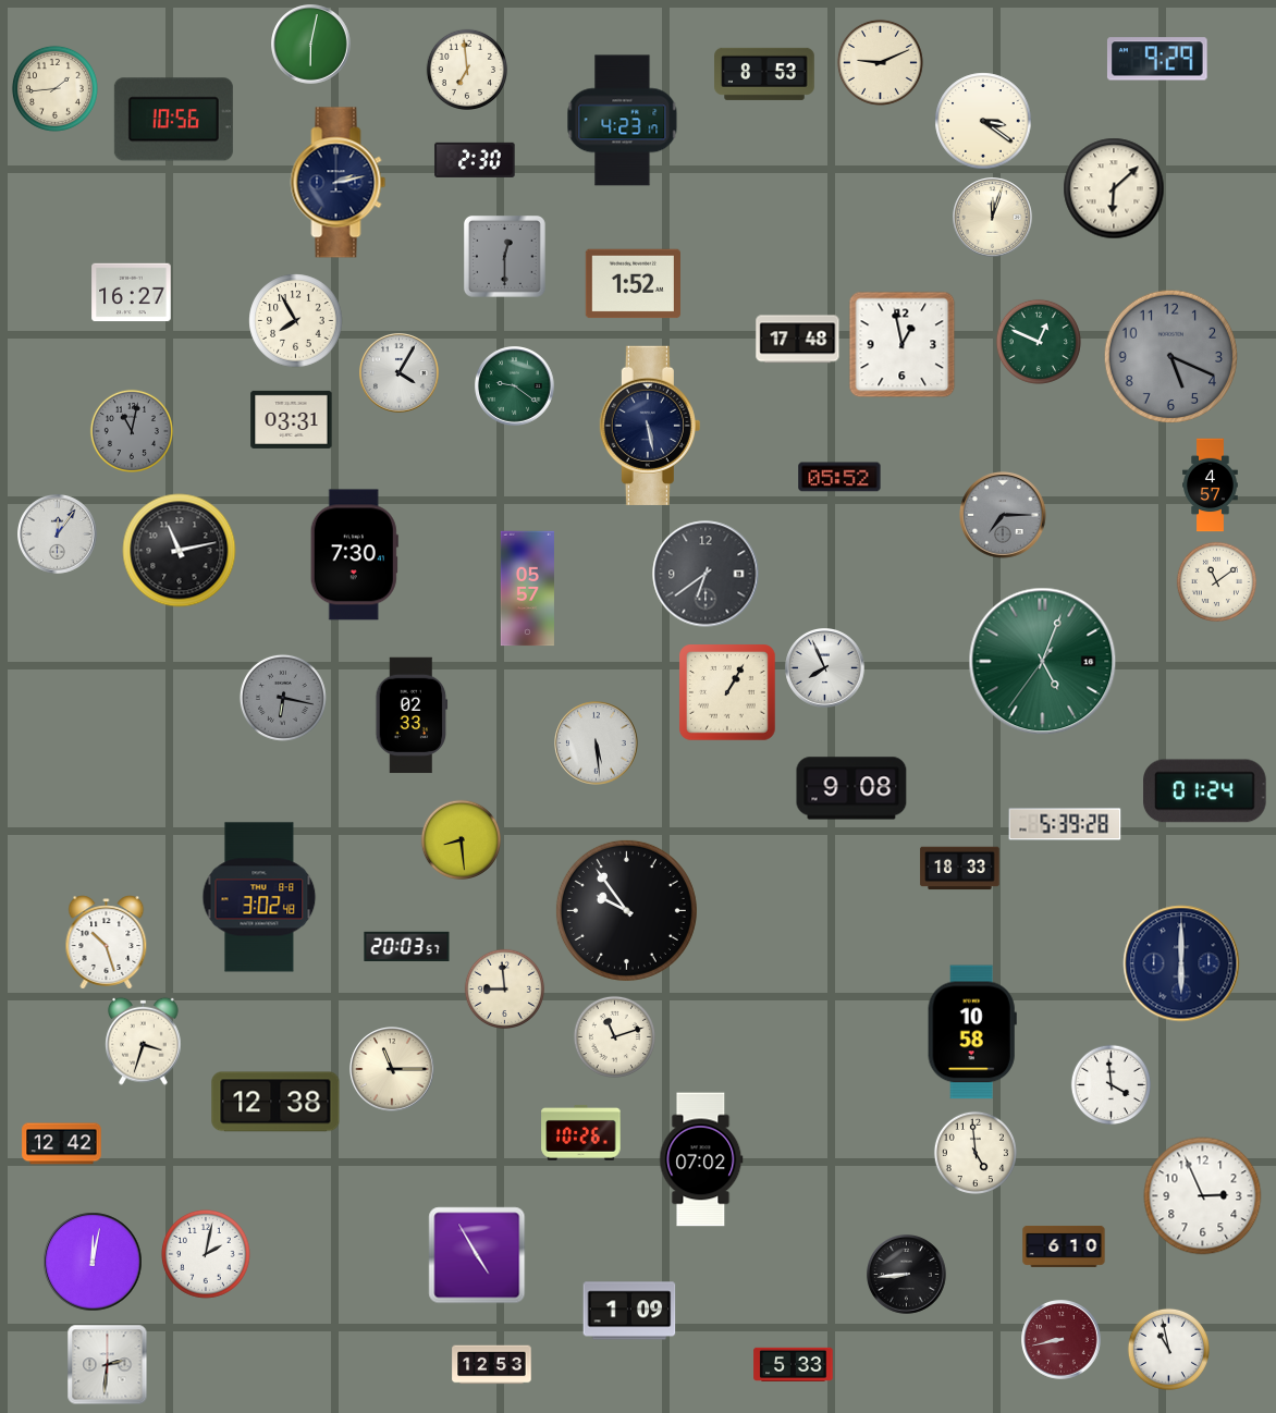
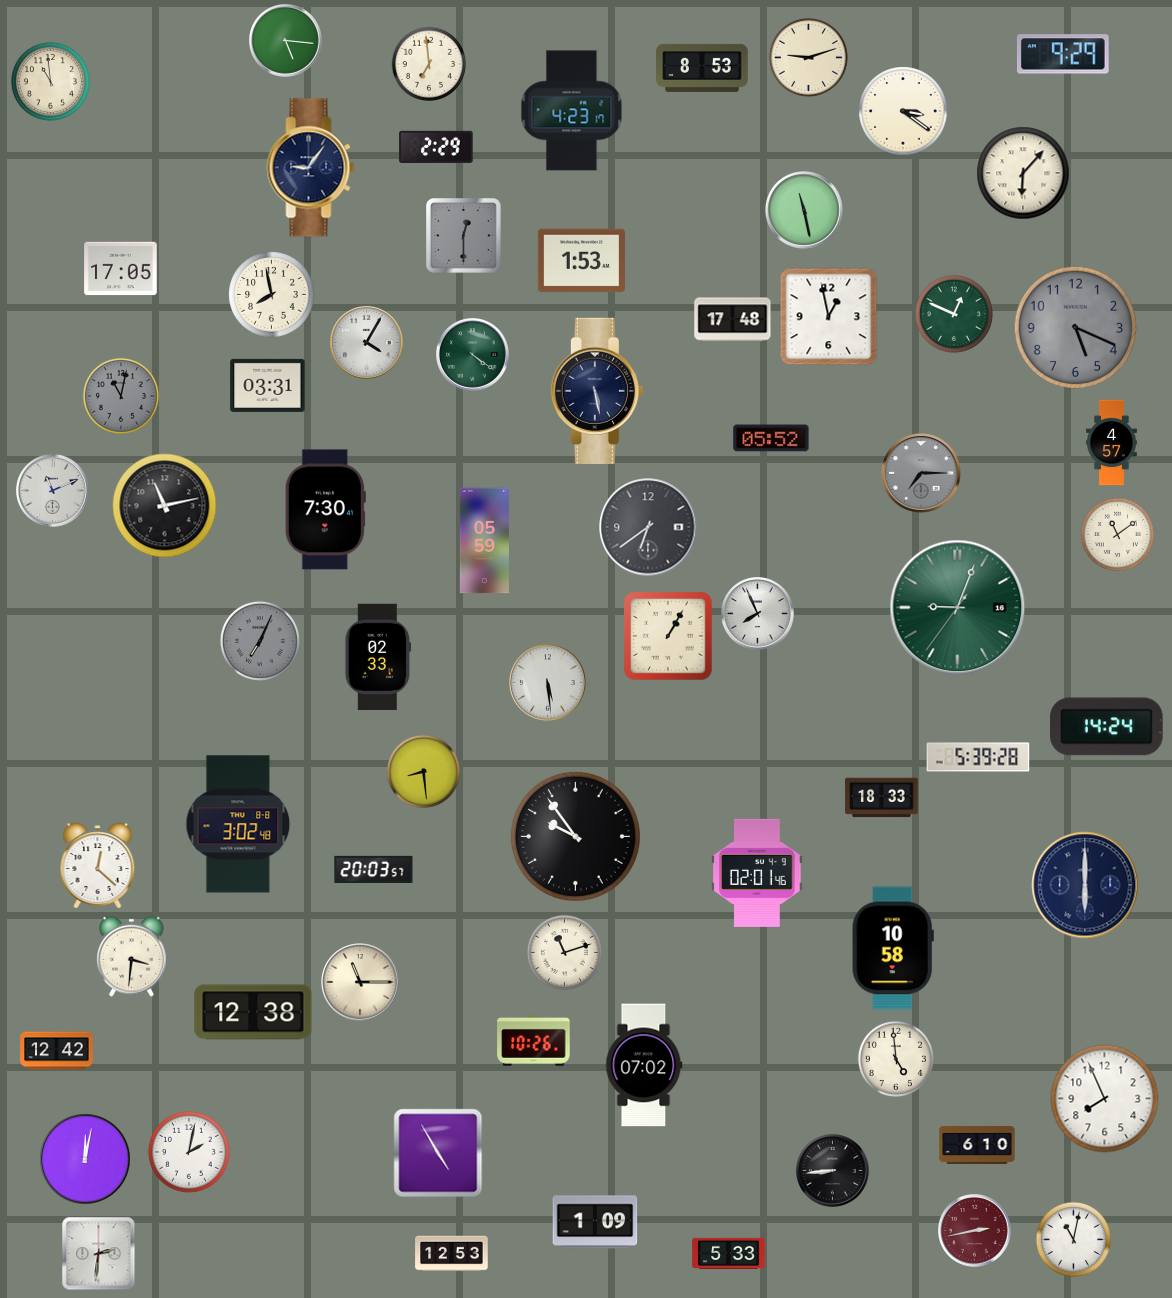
clock at (311, 45): 6:02 -> 5:16
clock at (880, 62): 9:11 -> 9:12
clock at (54, 88): 1:44 -> 10:59
clock at (173, 120): 10:56 -> none
clock at (475, 160): 2:30 -> 2:29
clock at (339, 183): 2:13 -> 9:06
clock at (1114, 188): 6:08 -> 6:07
clock at (993, 218): 12:03 -> none
clock at (804, 210): none -> 11:28
clock at (633, 284): 1:52 -> 1:53
clock at (132, 293): 16:27 -> 17:05
clock at (296, 321): 7:55 -> 7:58
clock at (798, 340) position: (798, 340) -> (733, 320)
clock at (515, 386): 9:21 -> 4:21
clock at (1211, 486) position: (1211, 486) -> (1112, 443)
clock at (58, 535): 12:06 -> 11:11
clock at (527, 589): 05:57 -> 05:59
clock at (1043, 662): 5:03 -> 9:03
clock at (283, 698): 6:17 -> 7:04
clock at (851, 788): 9:08 -> none
clock at (1205, 791): 01:24 -> 14:24
clock at (107, 943): 10:27 -> 12:22
clock at (757, 873): none -> 02:01
clock at (504, 988): 8:59 -> none
clock at (144, 1041): 3:33 -> 3:31
clock at (1111, 1084): 3:59 -> none
clock at (1203, 1196): 2:56 -> 7:56
clock at (629, 1311) position: (629, 1311) -> (595, 1222)
clock at (1062, 1340): 8:43 -> 2:43
clock at (1168, 1349): 10:58 -> 11:02
